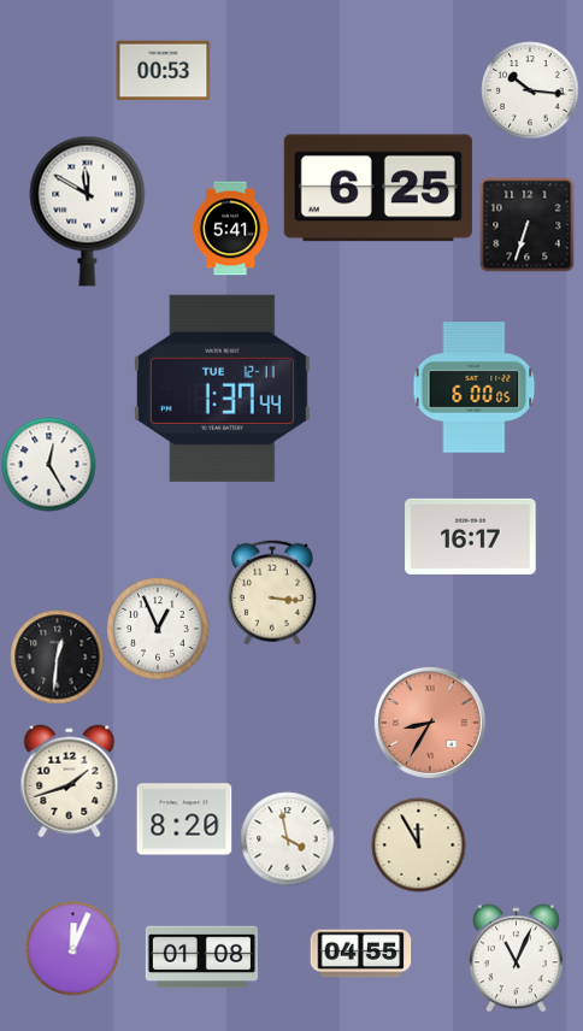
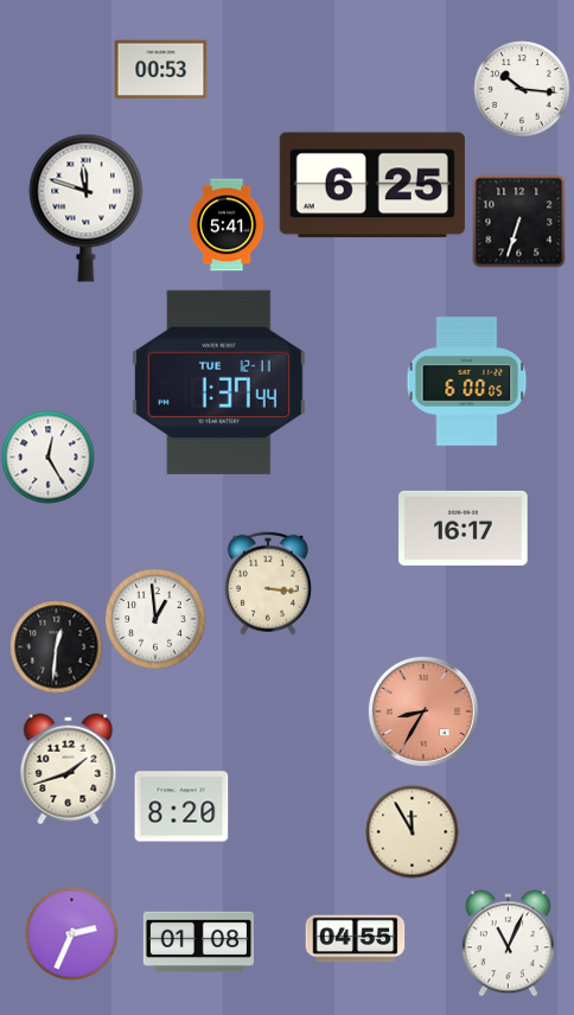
clock at (88, 211): 11:50 -> 11:48
clock at (158, 629): 12:56 -> 12:59
clock at (287, 838): 3:58 -> none
clock at (72, 948): 12:04 -> 2:34
